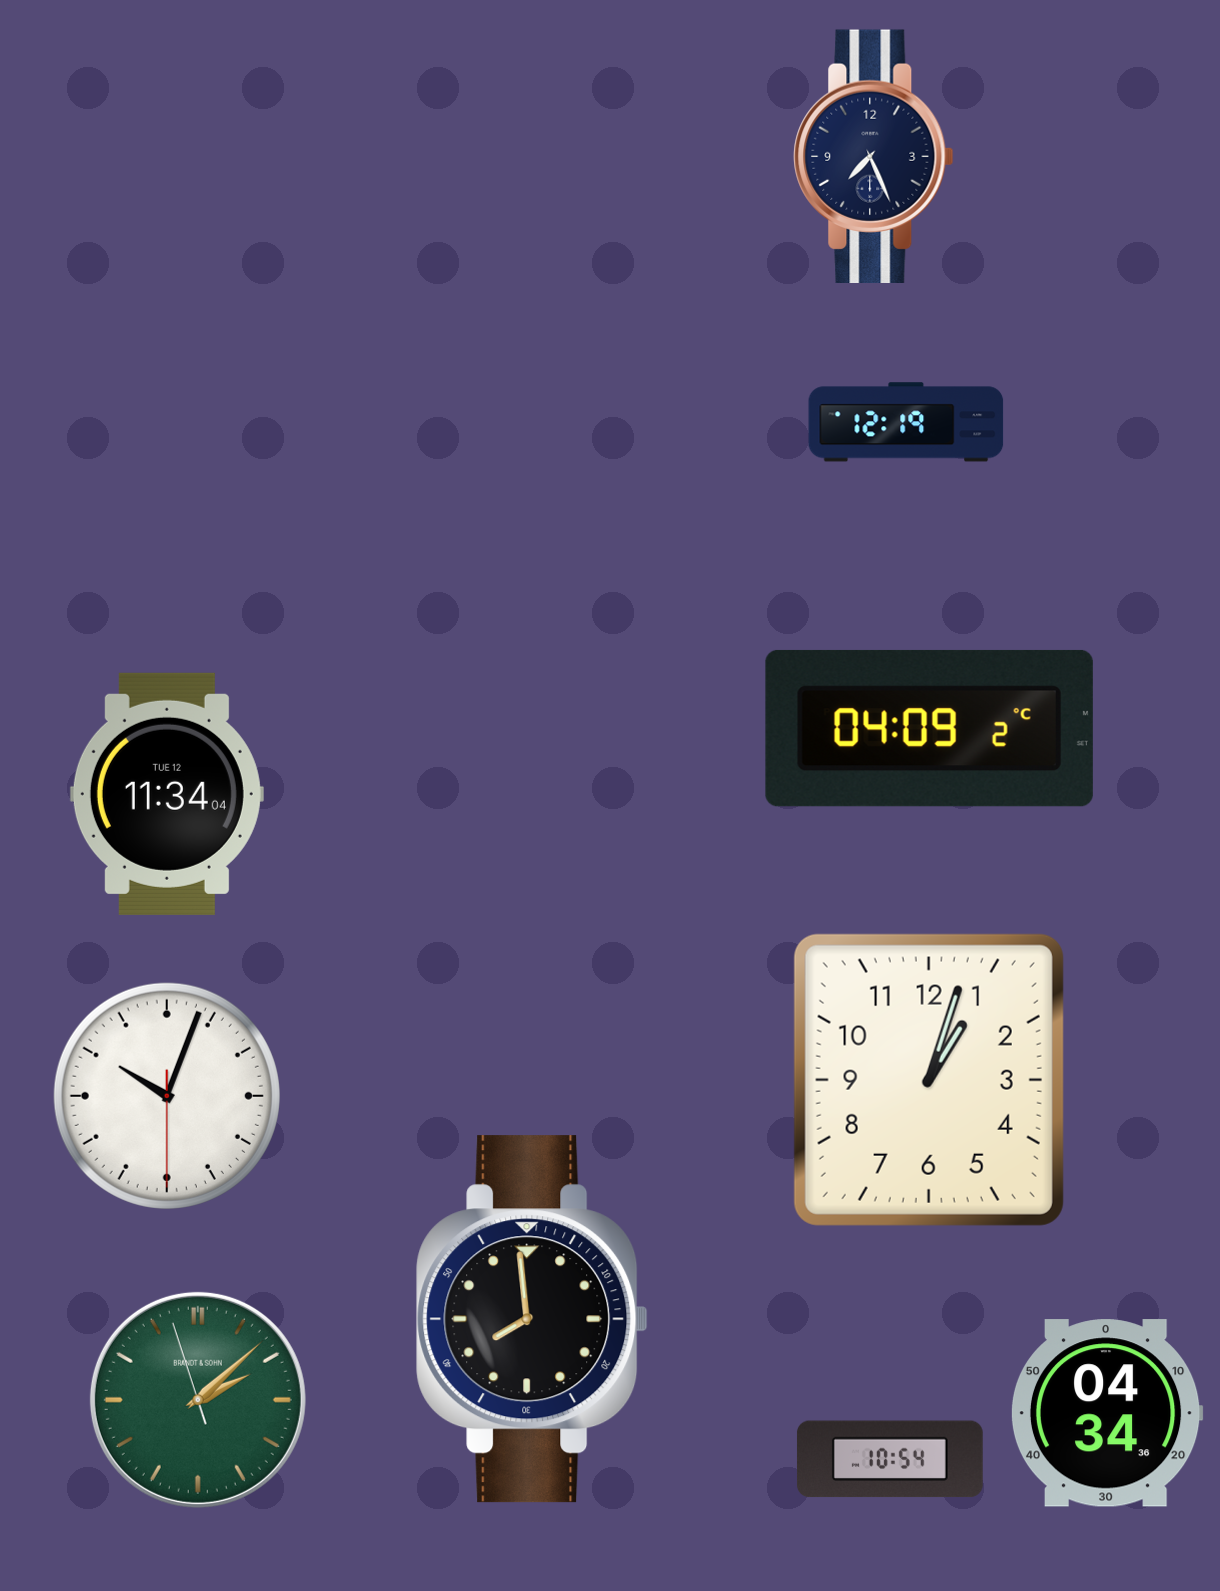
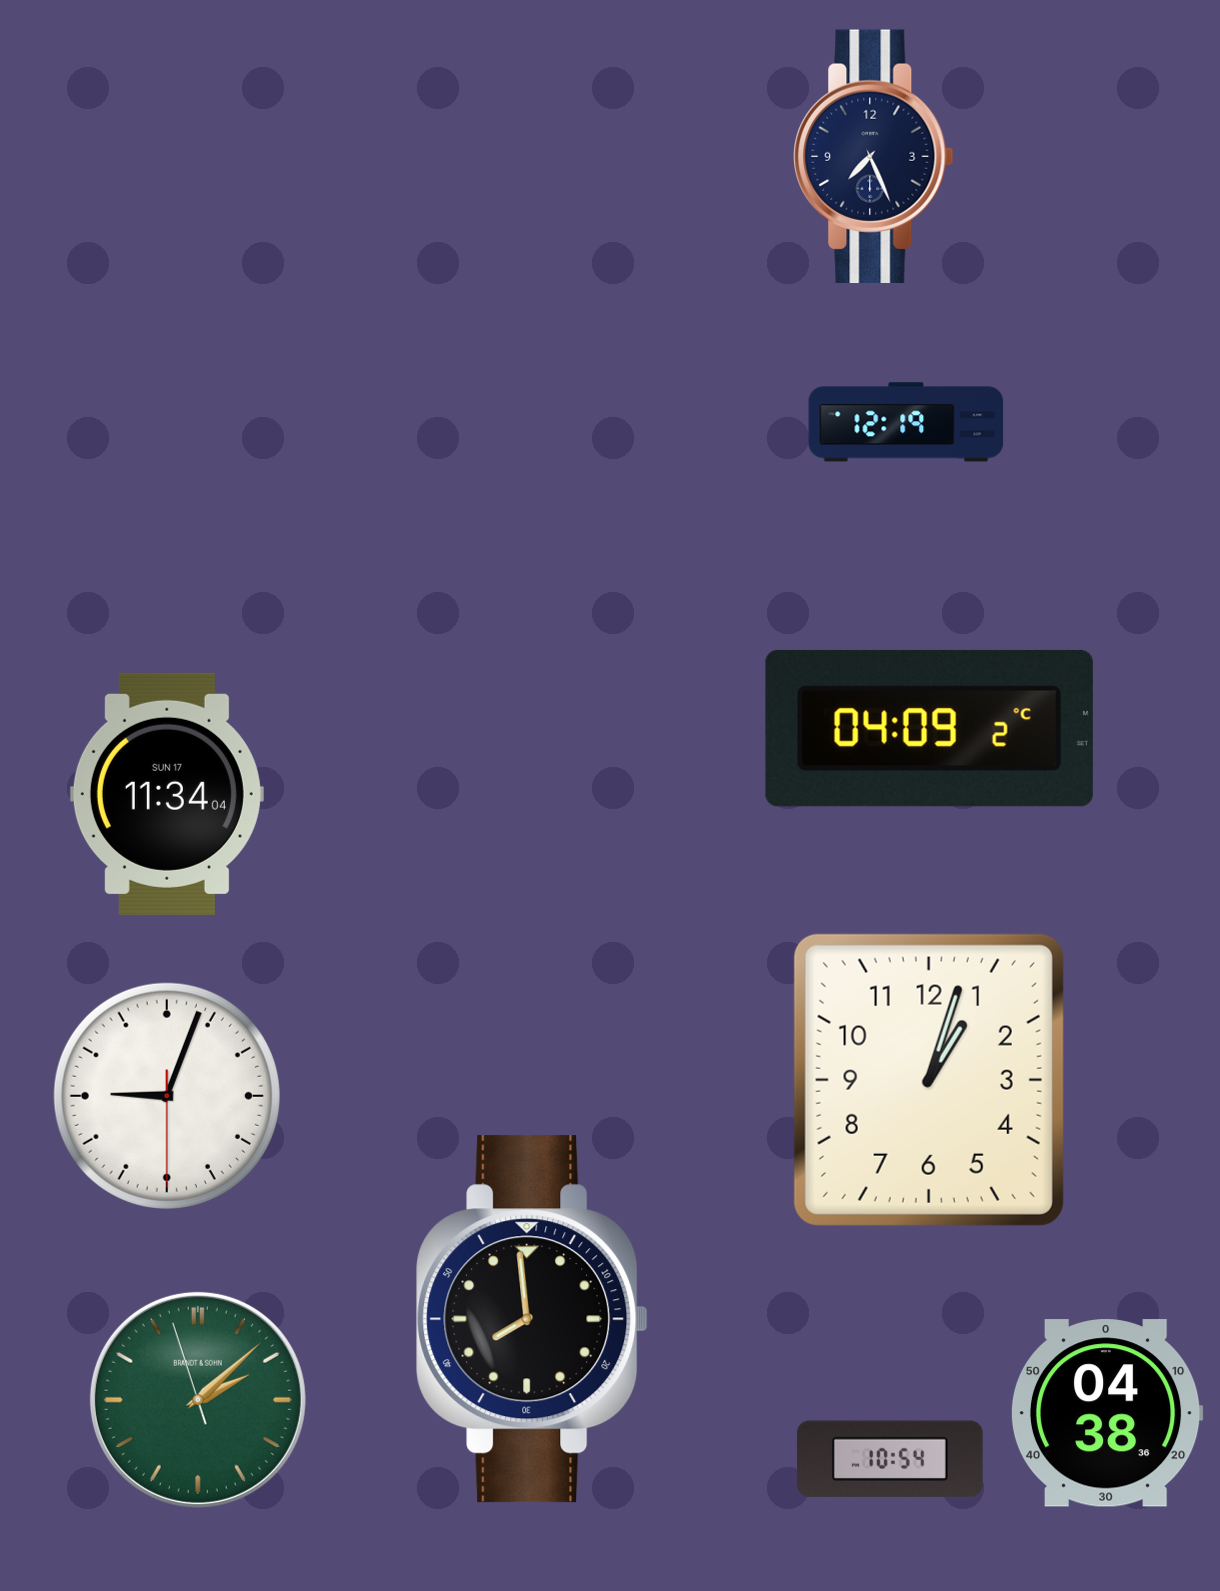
clock at (167, 794) date: TUE 12 -> SUN 17
clock at (167, 1096): 10:03 -> 9:03
clock at (1107, 1413): 04:34 -> 04:38
